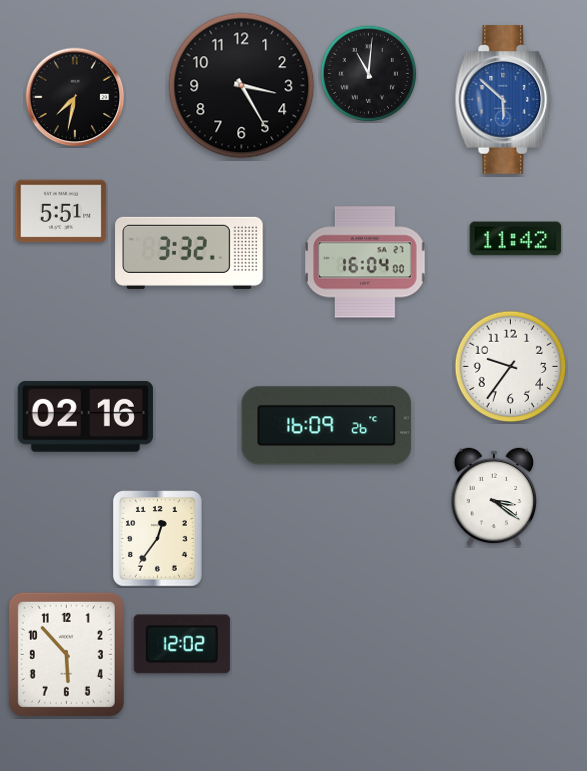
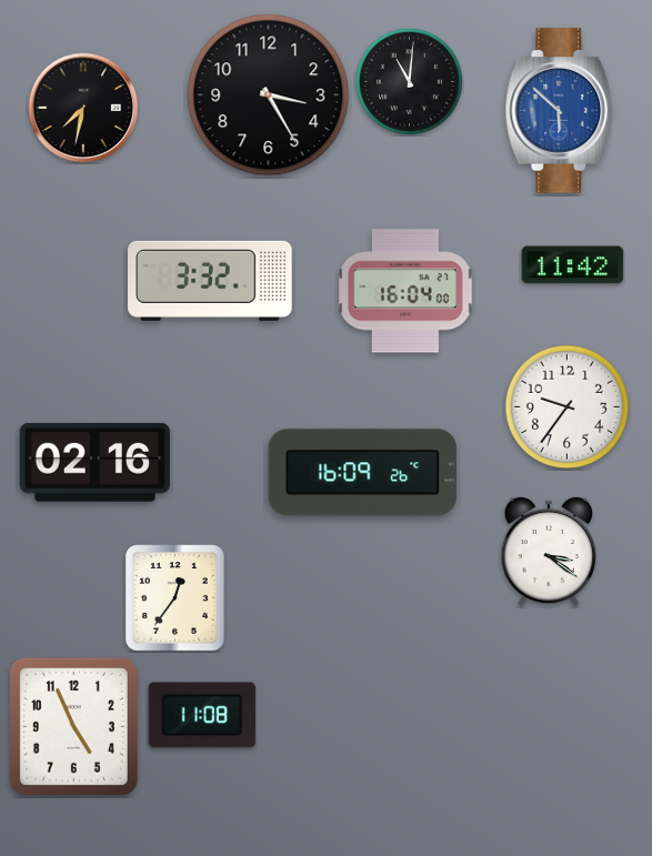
clock at (61, 211): 5:51 -> none
clock at (182, 644): 12:02 -> 11:08
clock at (66, 654): 5:53 -> 4:56
